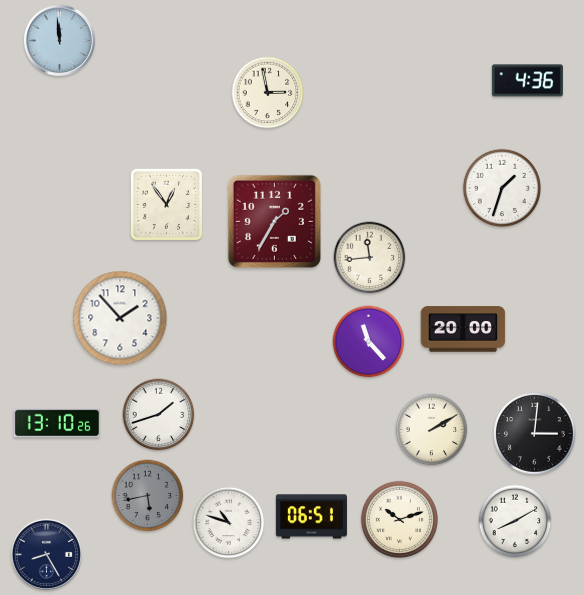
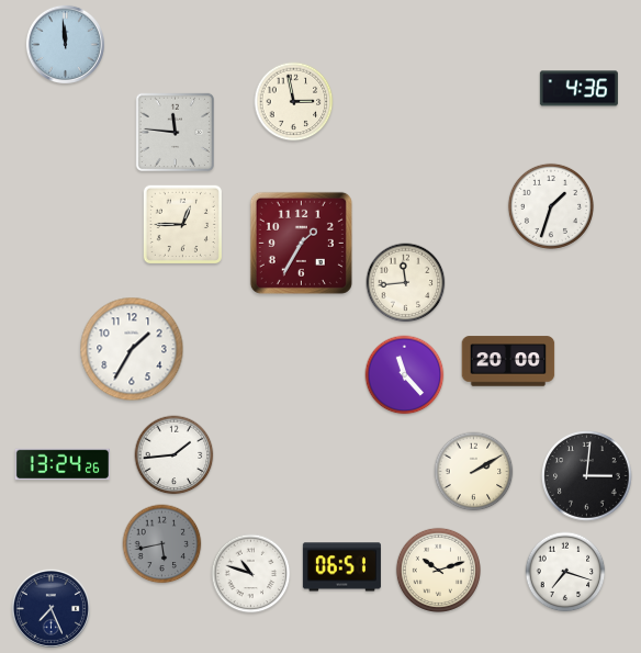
clock at (175, 132): none -> 11:46
clock at (166, 204): 12:54 -> 12:45
clock at (120, 318): 1:53 -> 1:35
clock at (159, 415): 1:42 -> 1:44
clock at (57, 423): 13:10 -> 13:24
clock at (515, 521): 8:10 -> 7:18
clock at (46, 554): 8:25 -> 7:26
